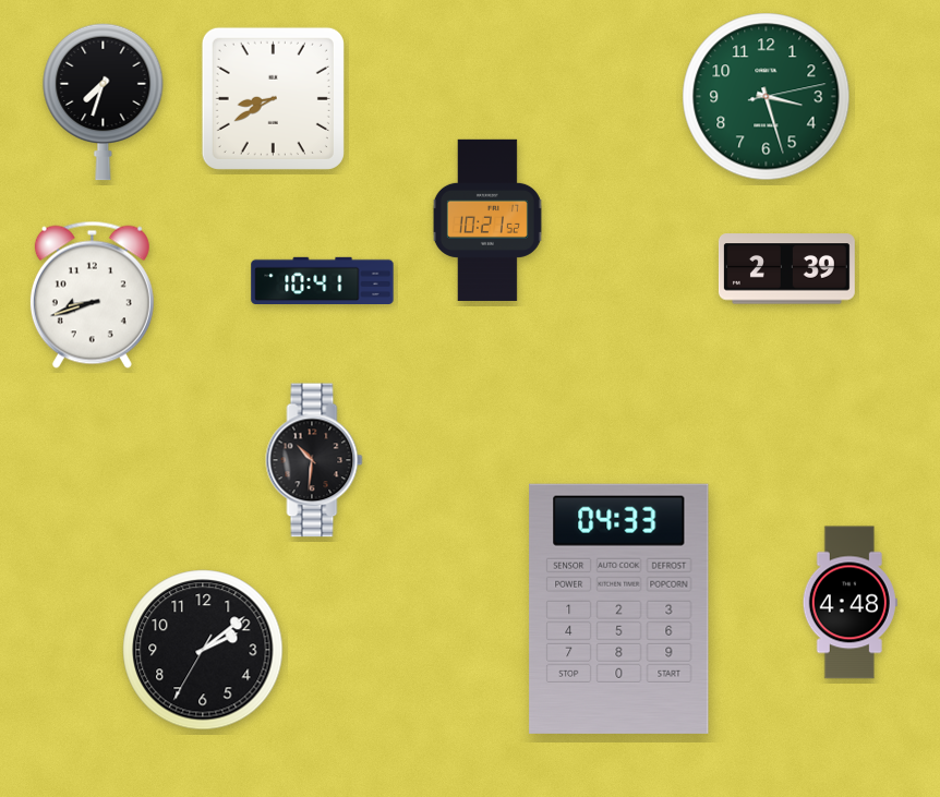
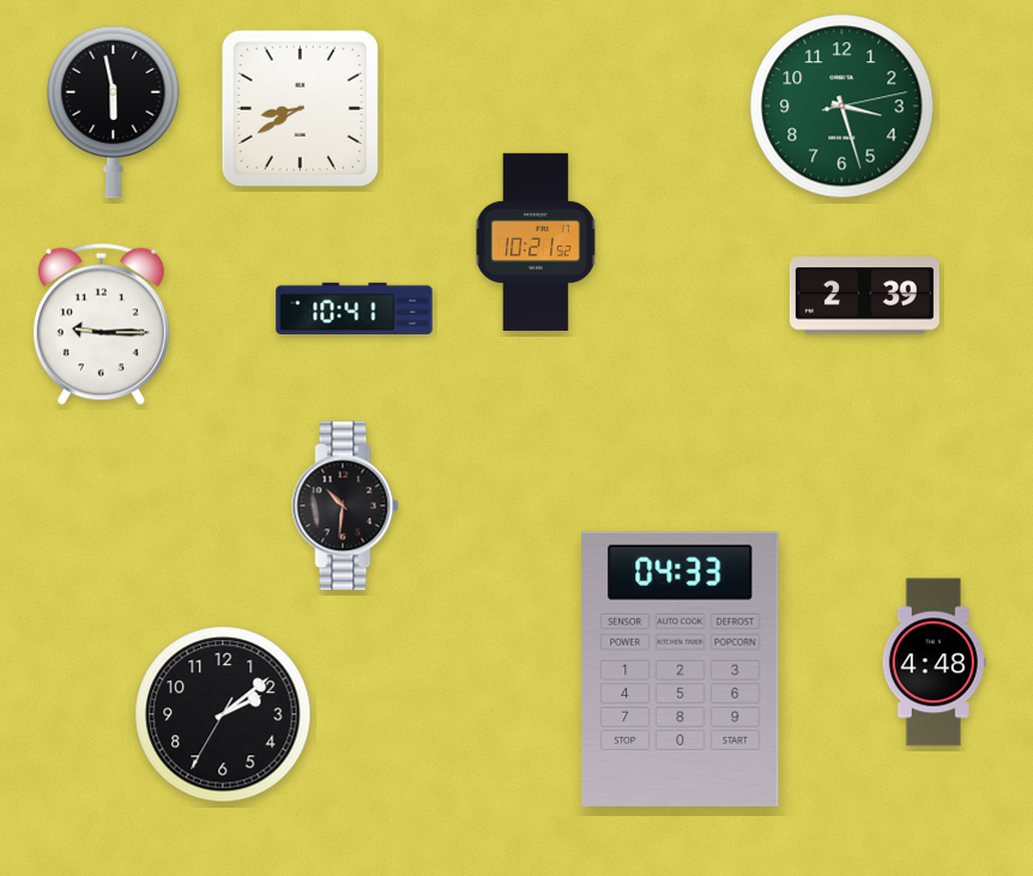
clock at (104, 101): 7:33 -> 5:58
clock at (92, 294): 8:42 -> 9:15
